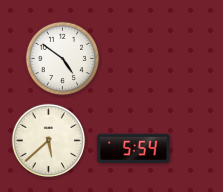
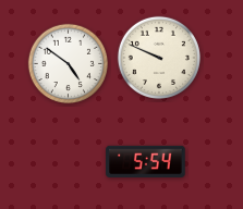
clock at (159, 58): none -> 9:49
clock at (49, 141): 5:38 -> none
